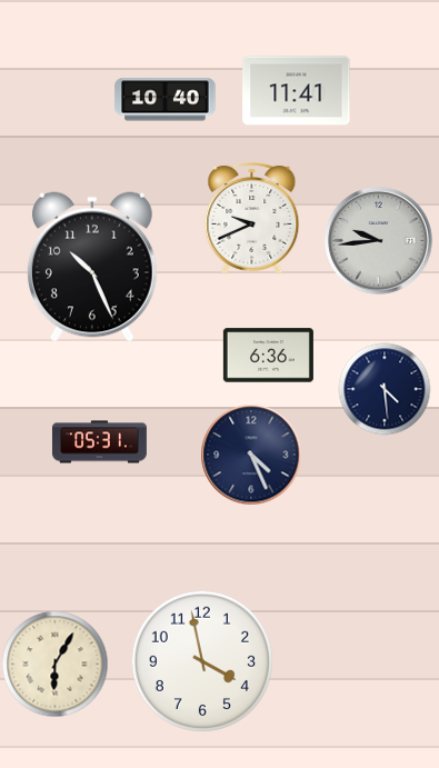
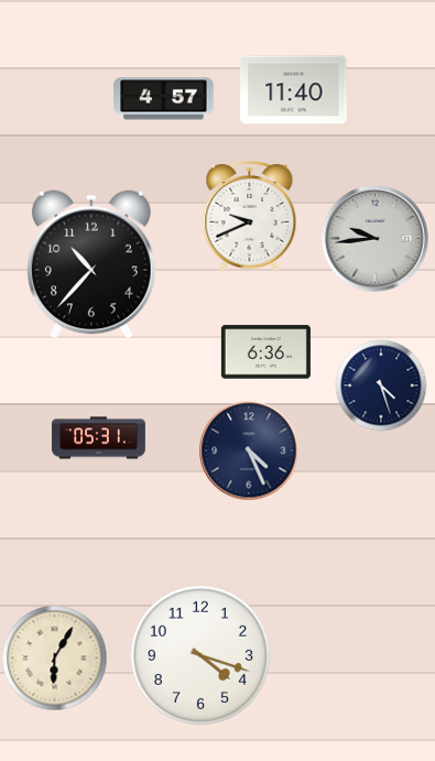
clock at (297, 91): 11:41 -> 11:40
clock at (166, 100): 10:40 -> 4:57
clock at (92, 267): 10:26 -> 10:37
clock at (385, 389): 4:29 -> 4:27
clock at (201, 660): 3:58 -> 4:18
